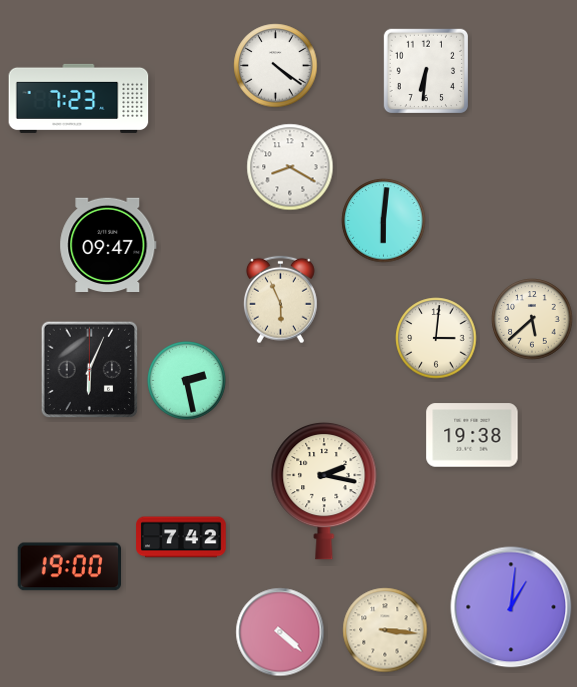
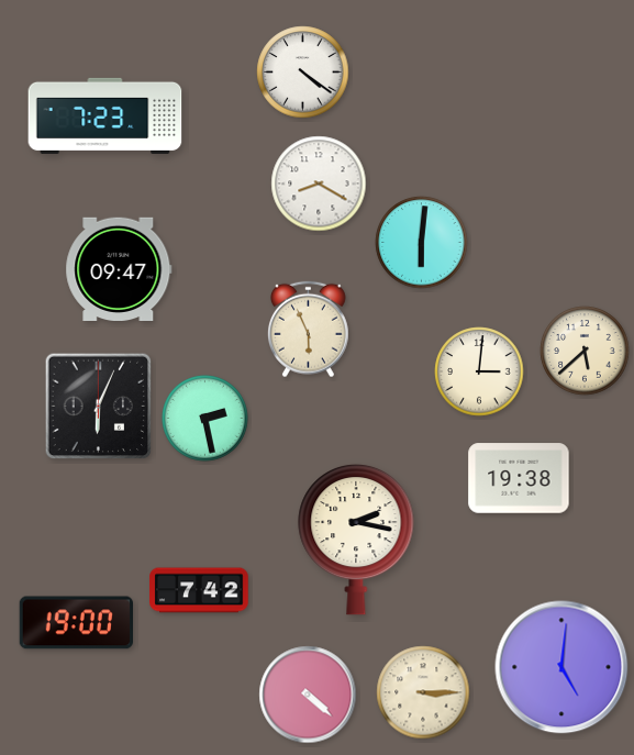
clock at (426, 71): 6:31 -> none
clock at (79, 98) position: (79, 98) -> (105, 115)
clock at (511, 607): 1:01 -> 5:01
clock at (385, 630): 3:16 -> 3:15
